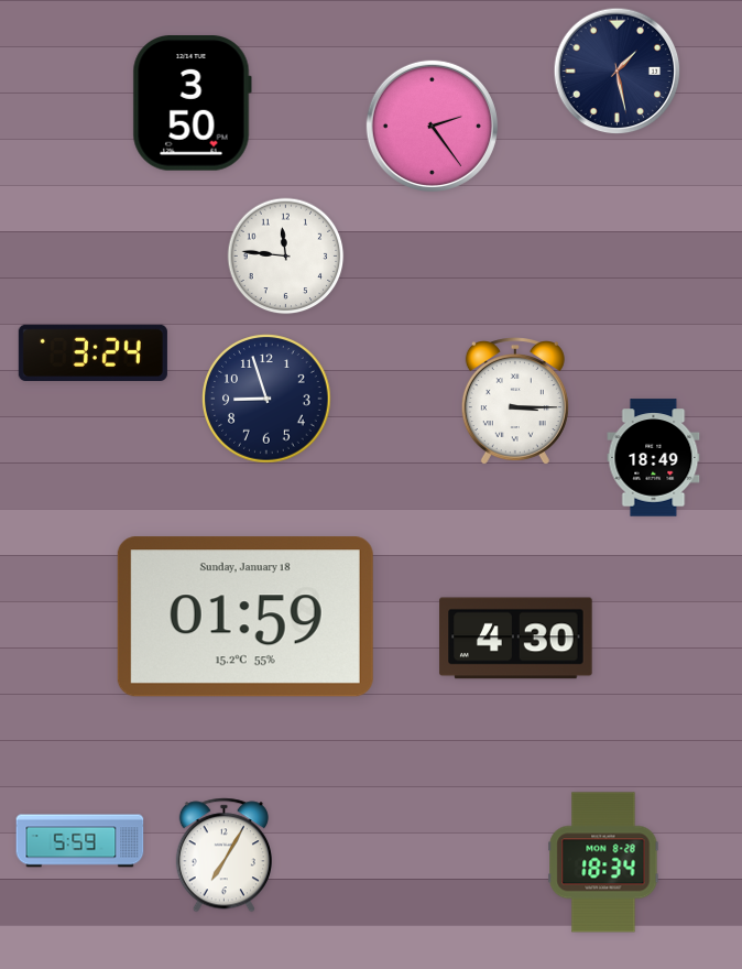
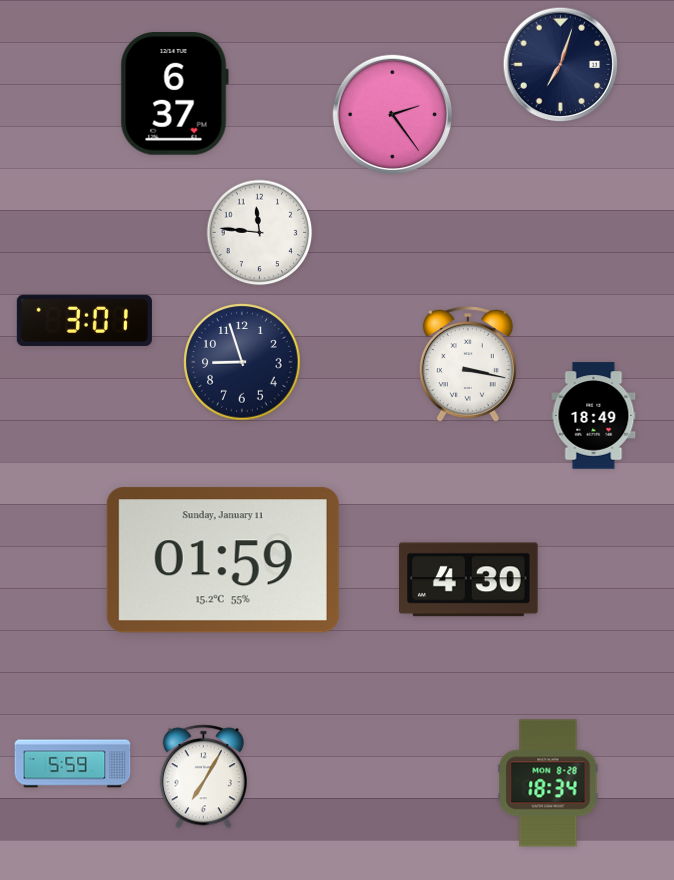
clock at (618, 72): 1:28 -> 7:03
clock at (192, 104): 3:50 -> 6:37
clock at (92, 352): 3:24 -> 3:01
clock at (515, 401): 3:15 -> 3:17
clock at (245, 617) date: Sunday, January 18 -> Sunday, January 11
